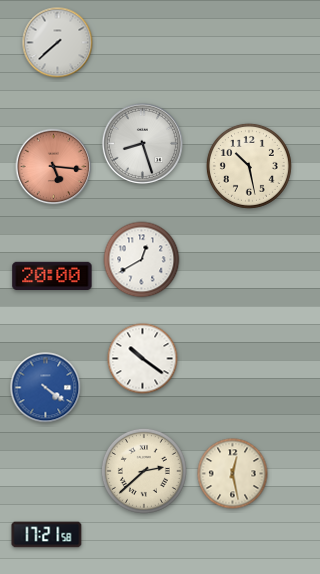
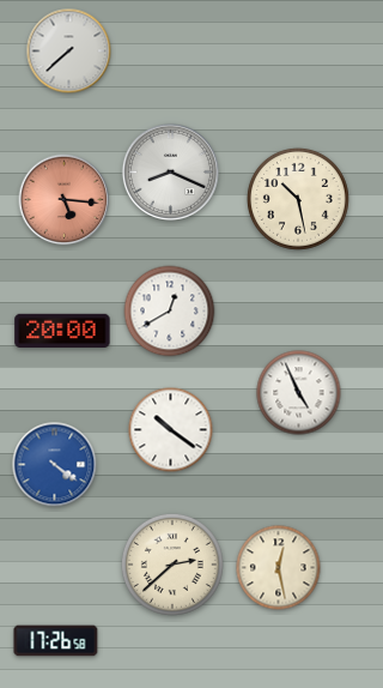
clock at (142, 143): 8:27 -> 8:19
clock at (299, 393): none -> 4:56
clock at (47, 535): 17:21 -> 17:26
